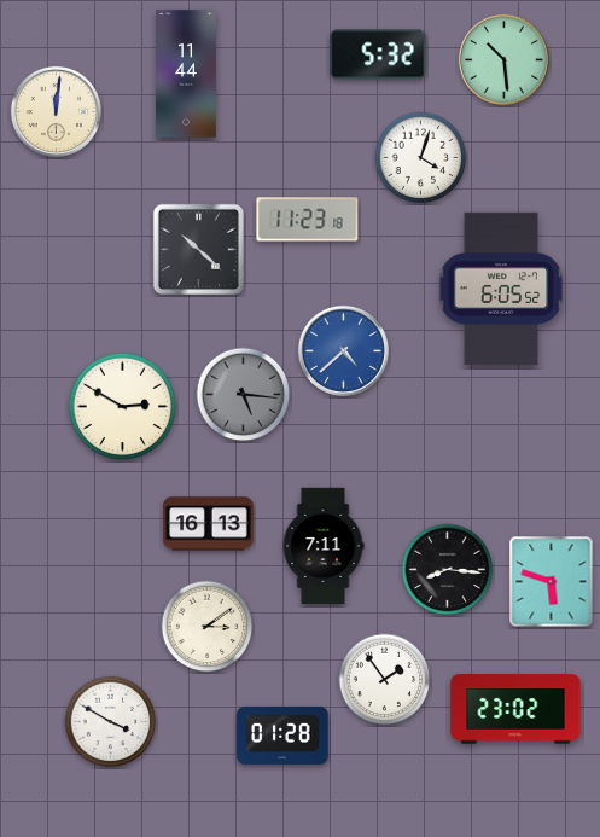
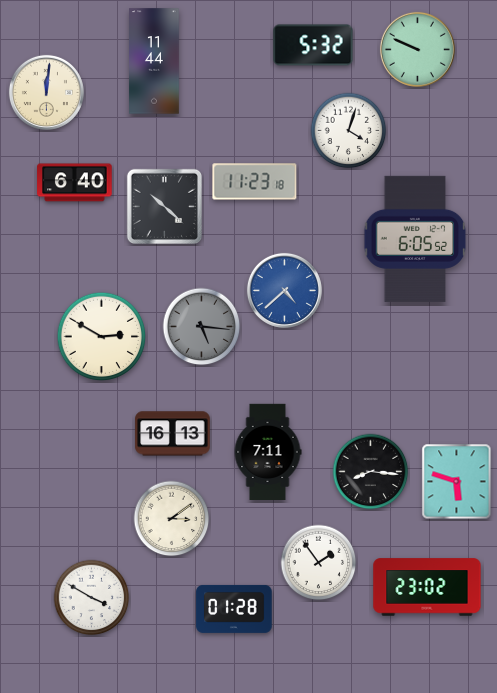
clock at (503, 59): 10:29 -> 9:49
clock at (75, 183): none -> 6:40
